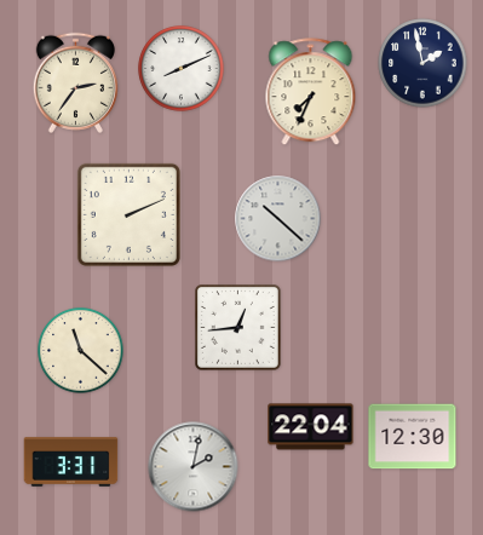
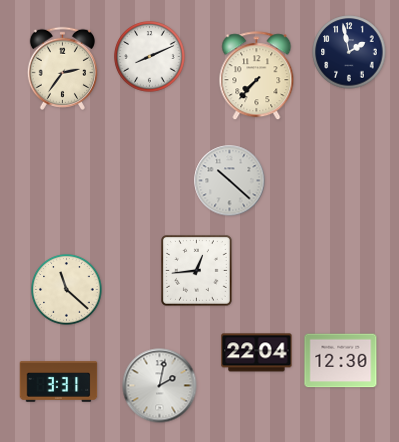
clock at (311, 92): 7:34 -> 7:37
clock at (128, 214): 2:11 -> none
